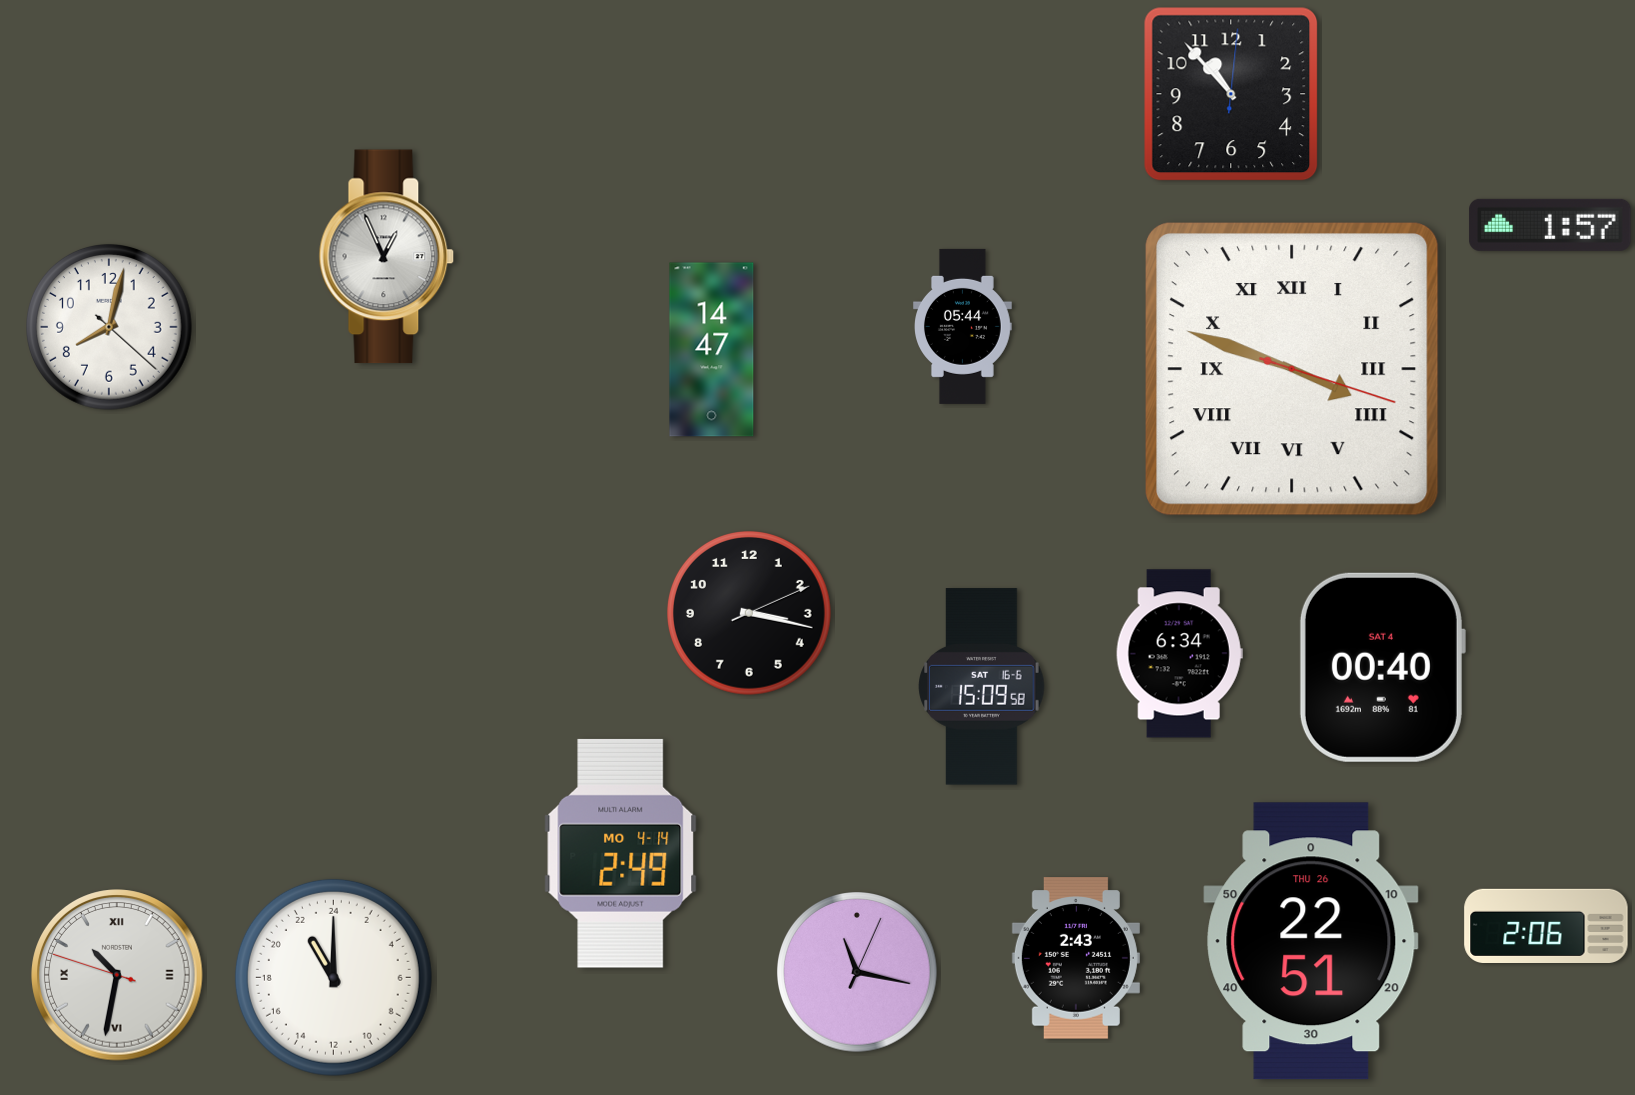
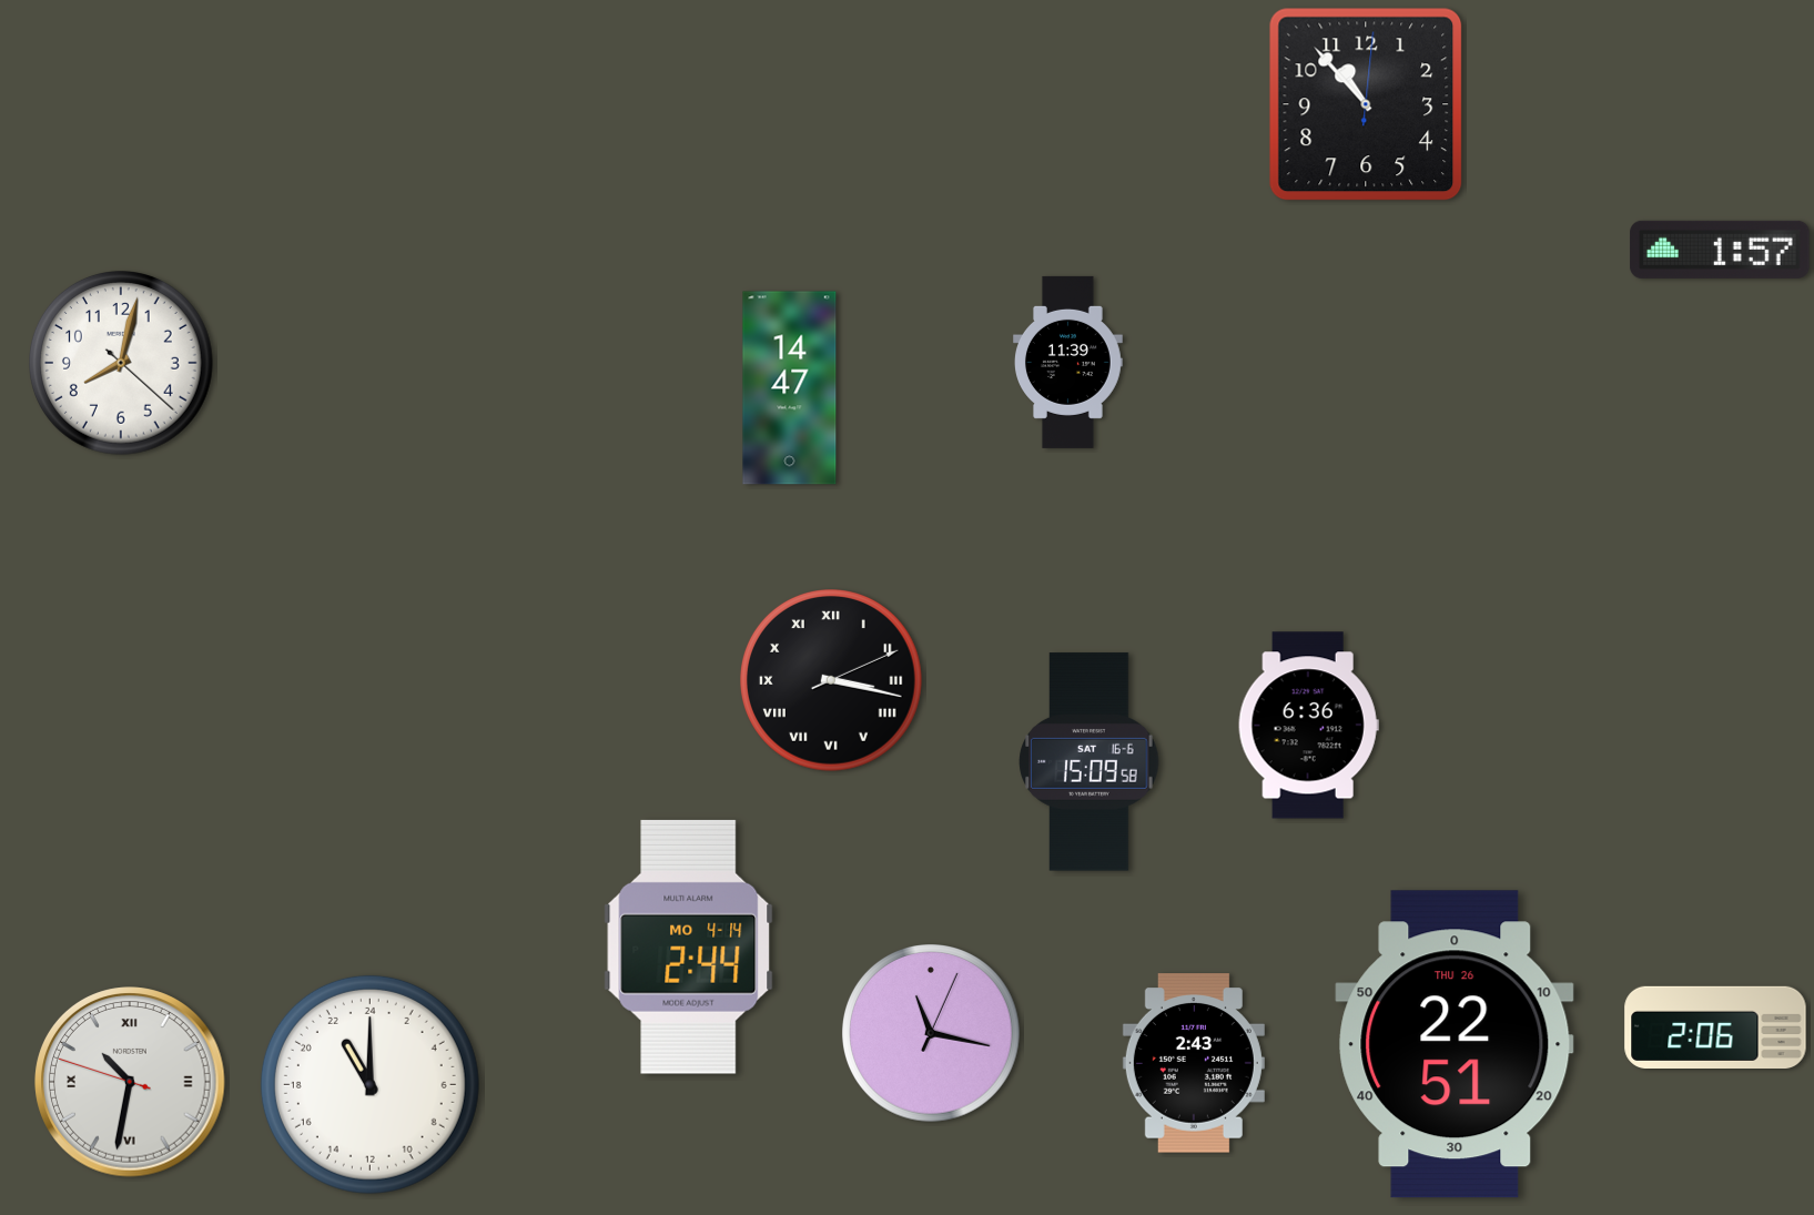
clock at (387, 257): 12:56 -> none
clock at (963, 326): 05:44 -> 11:39
clock at (1293, 370): 3:48 -> none
clock at (750, 614) numerals: Arabic -> Roman
clock at (1179, 654): 6:34 -> 6:36
clock at (1382, 667): 00:40 -> none
clock at (621, 853): 2:49 -> 2:44
clock at (858, 973) position: (858, 973) -> (932, 1034)
